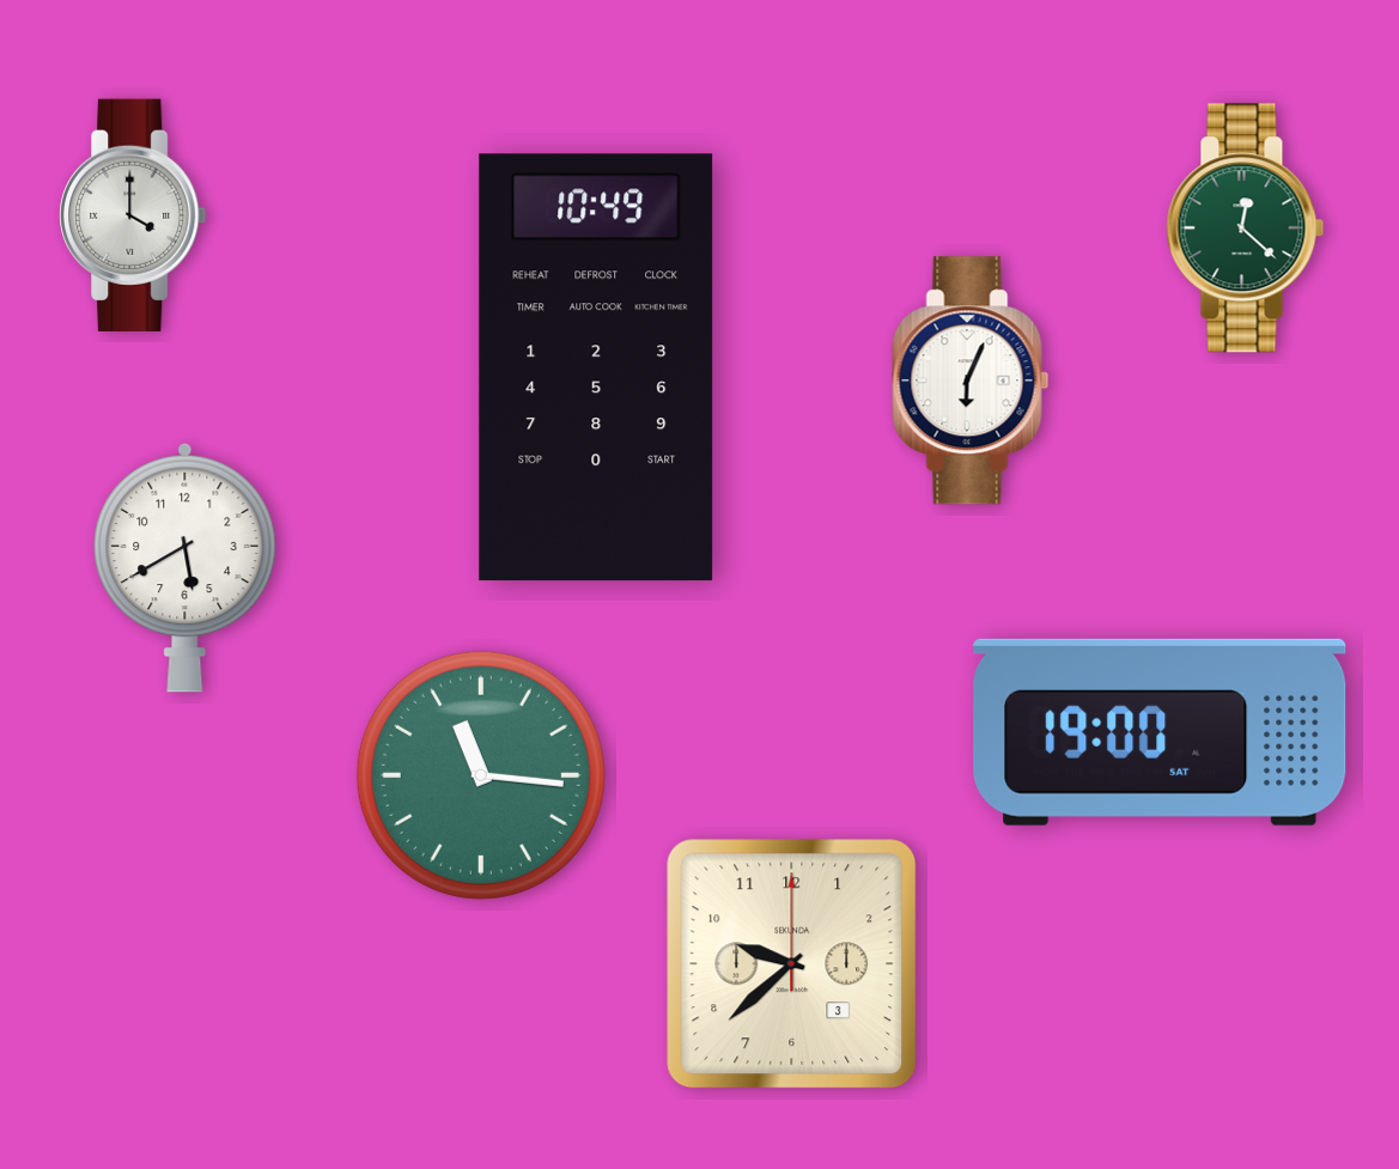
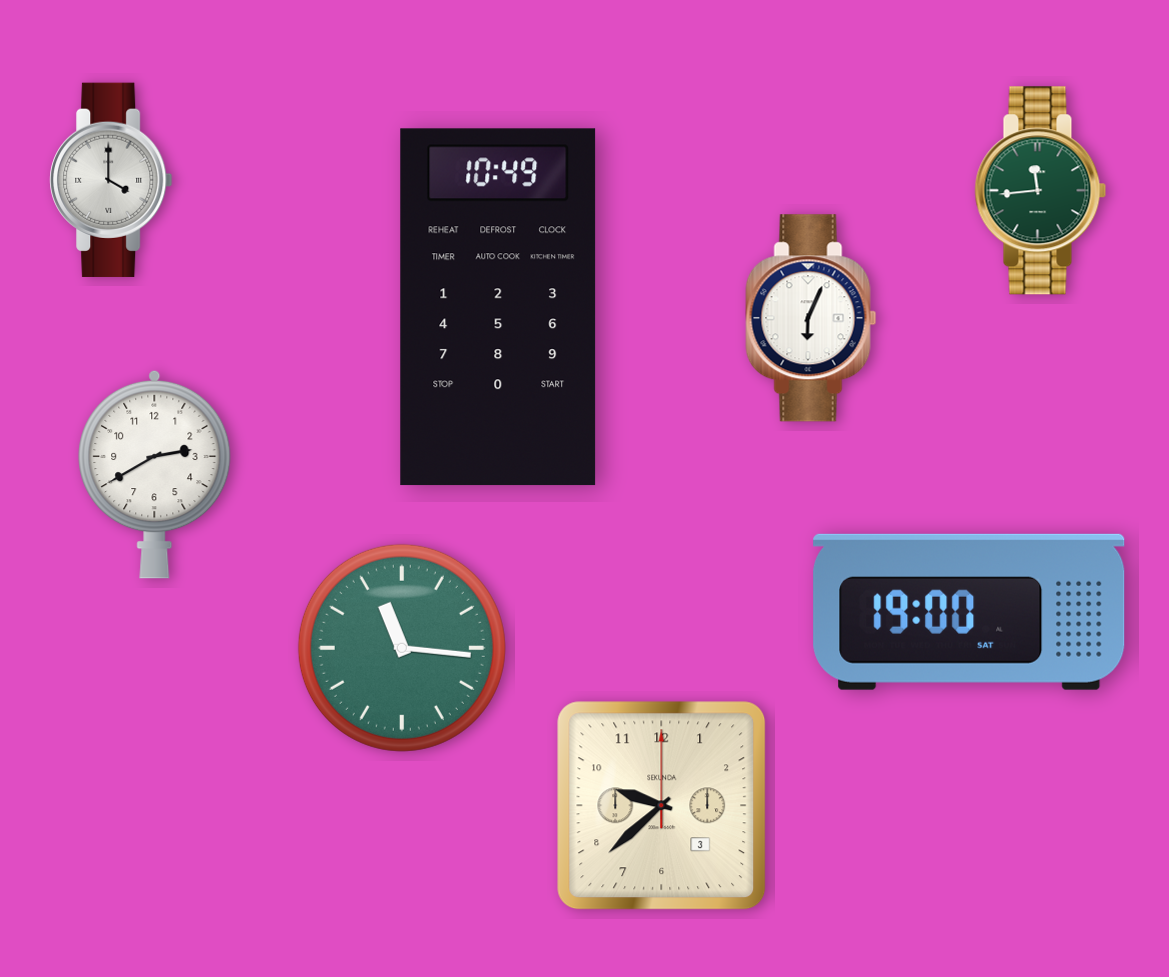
clock at (1246, 229): 12:22 -> 11:44
clock at (185, 567): 5:40 -> 2:40
